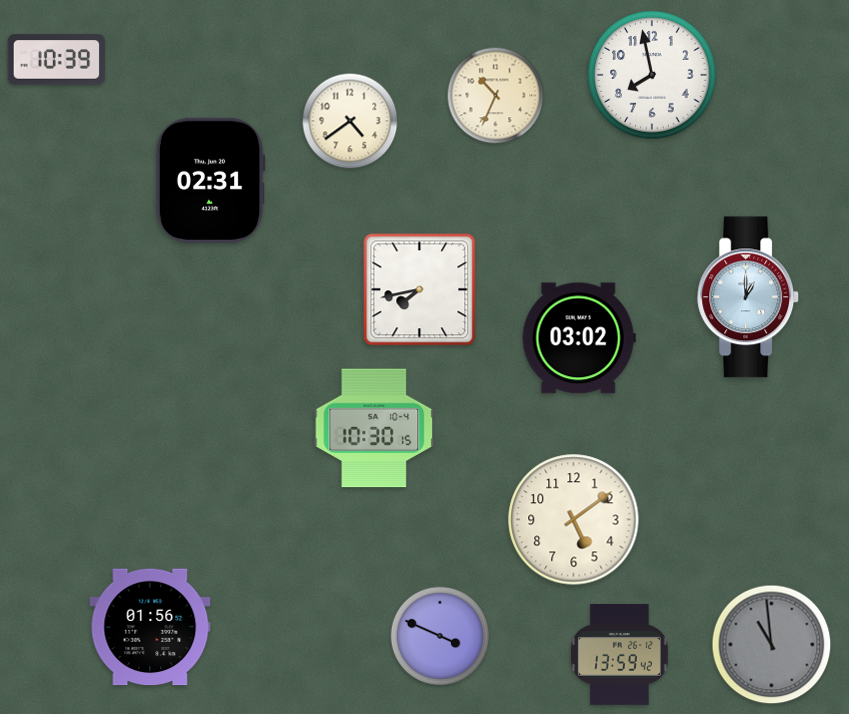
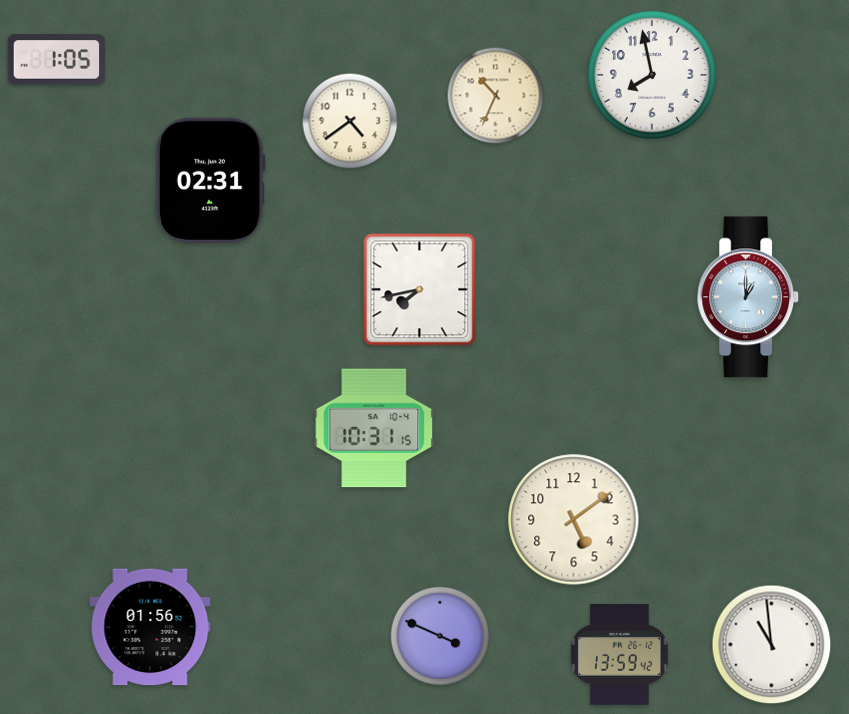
clock at (57, 60): 10:39 -> 1:05
clock at (579, 338): 03:02 -> none
clock at (374, 428): 10:30 -> 10:31
clock at (772, 645) dial: grey -> white
